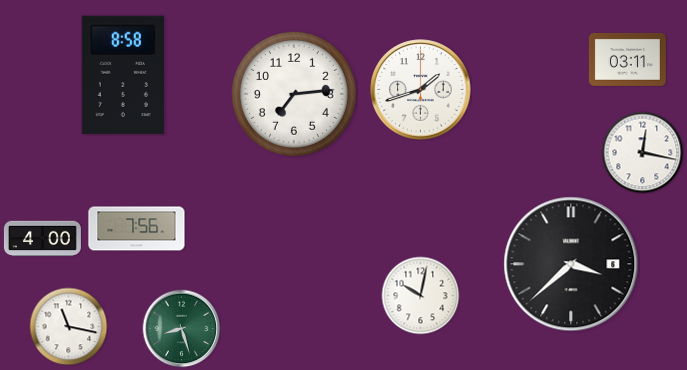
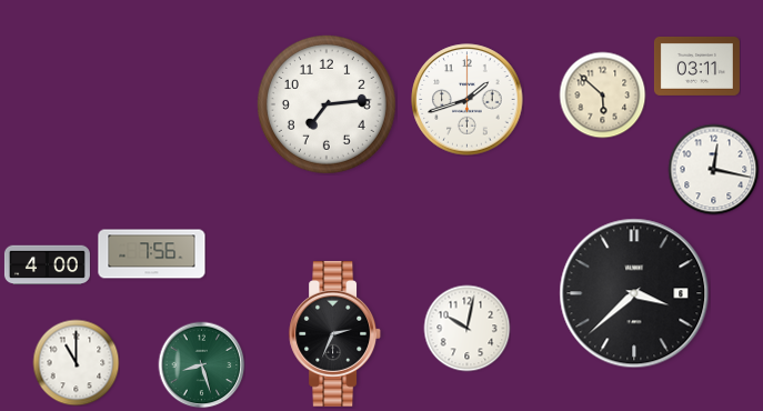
clock at (123, 74): 8:58 -> none
clock at (602, 94): none -> 5:52
clock at (335, 333): none -> 2:34
clock at (68, 326): 11:17 -> 11:00
